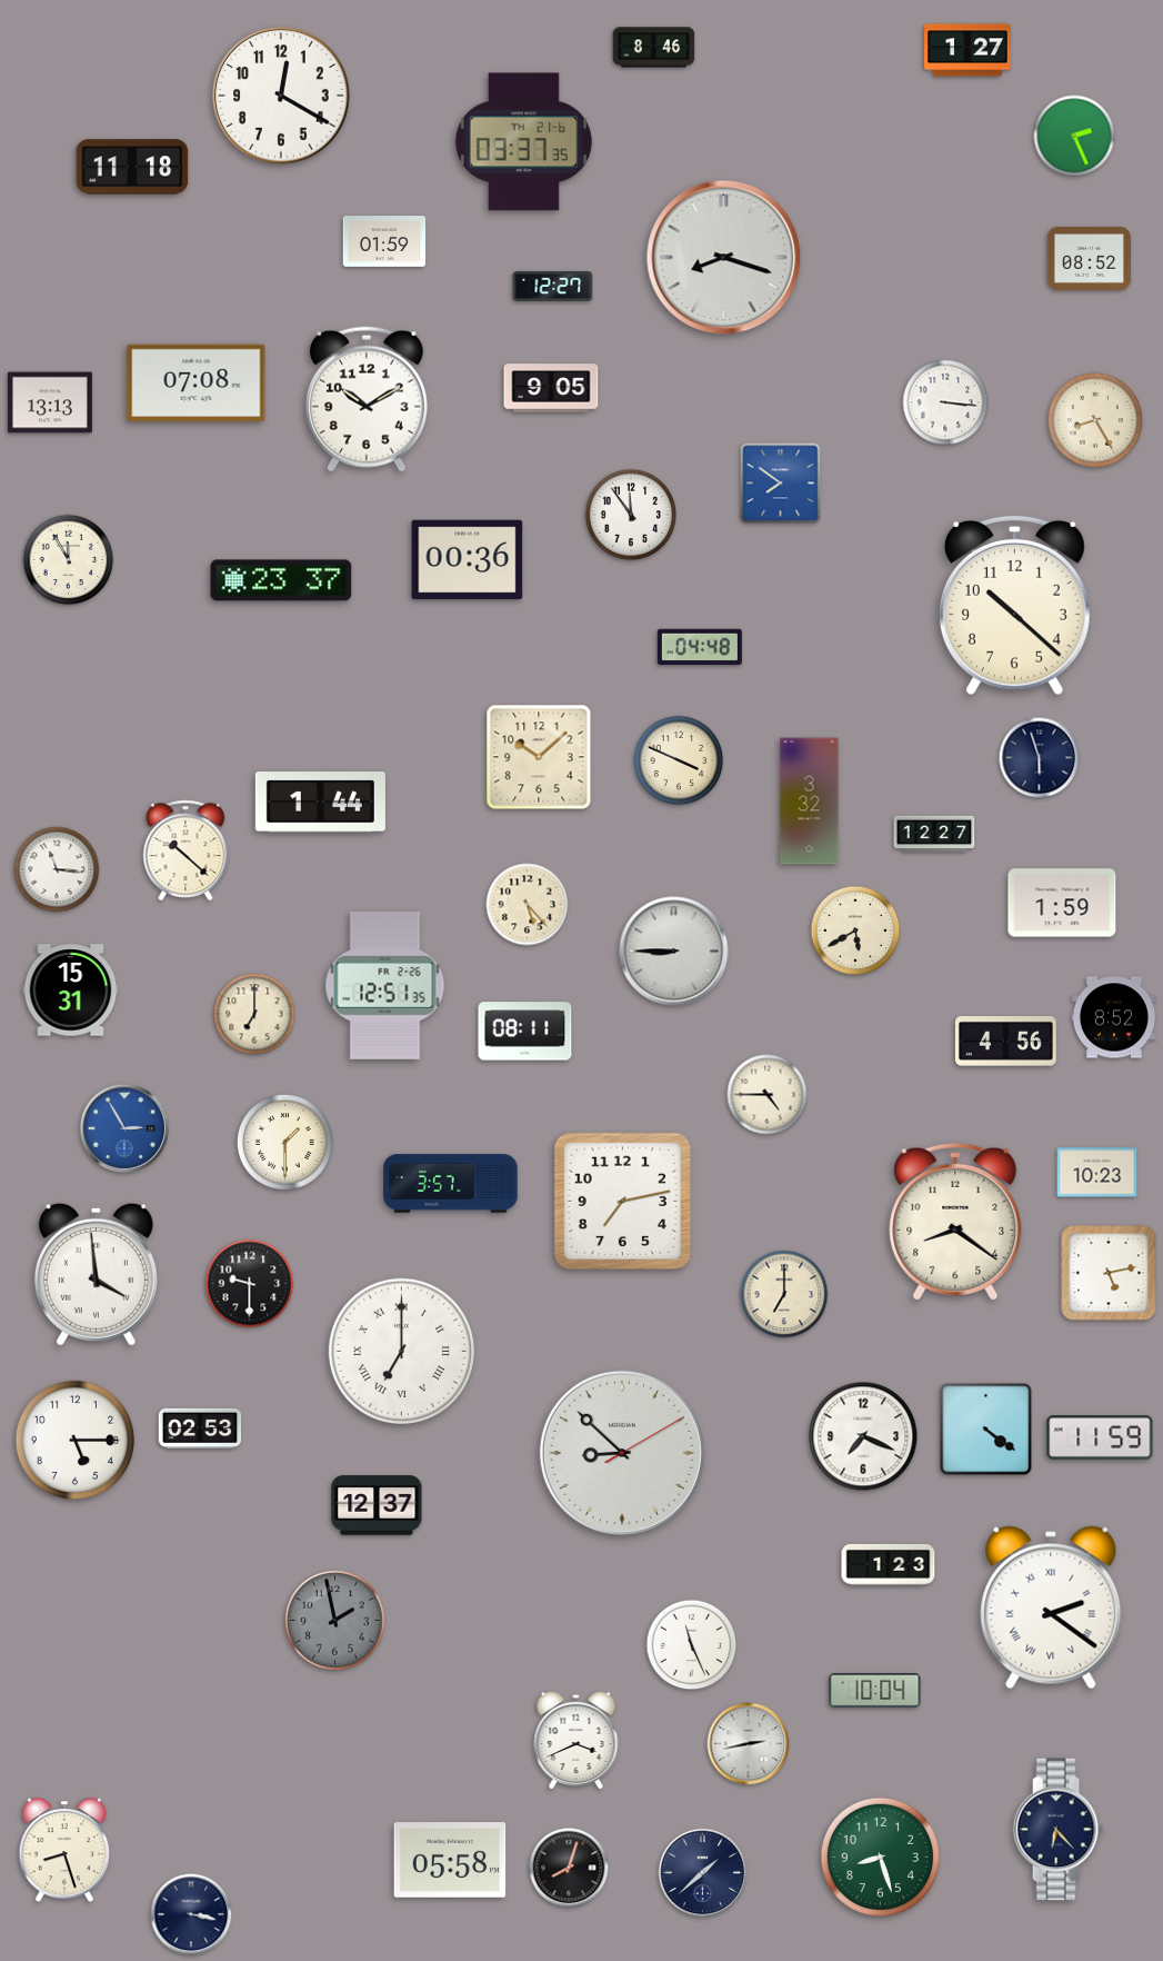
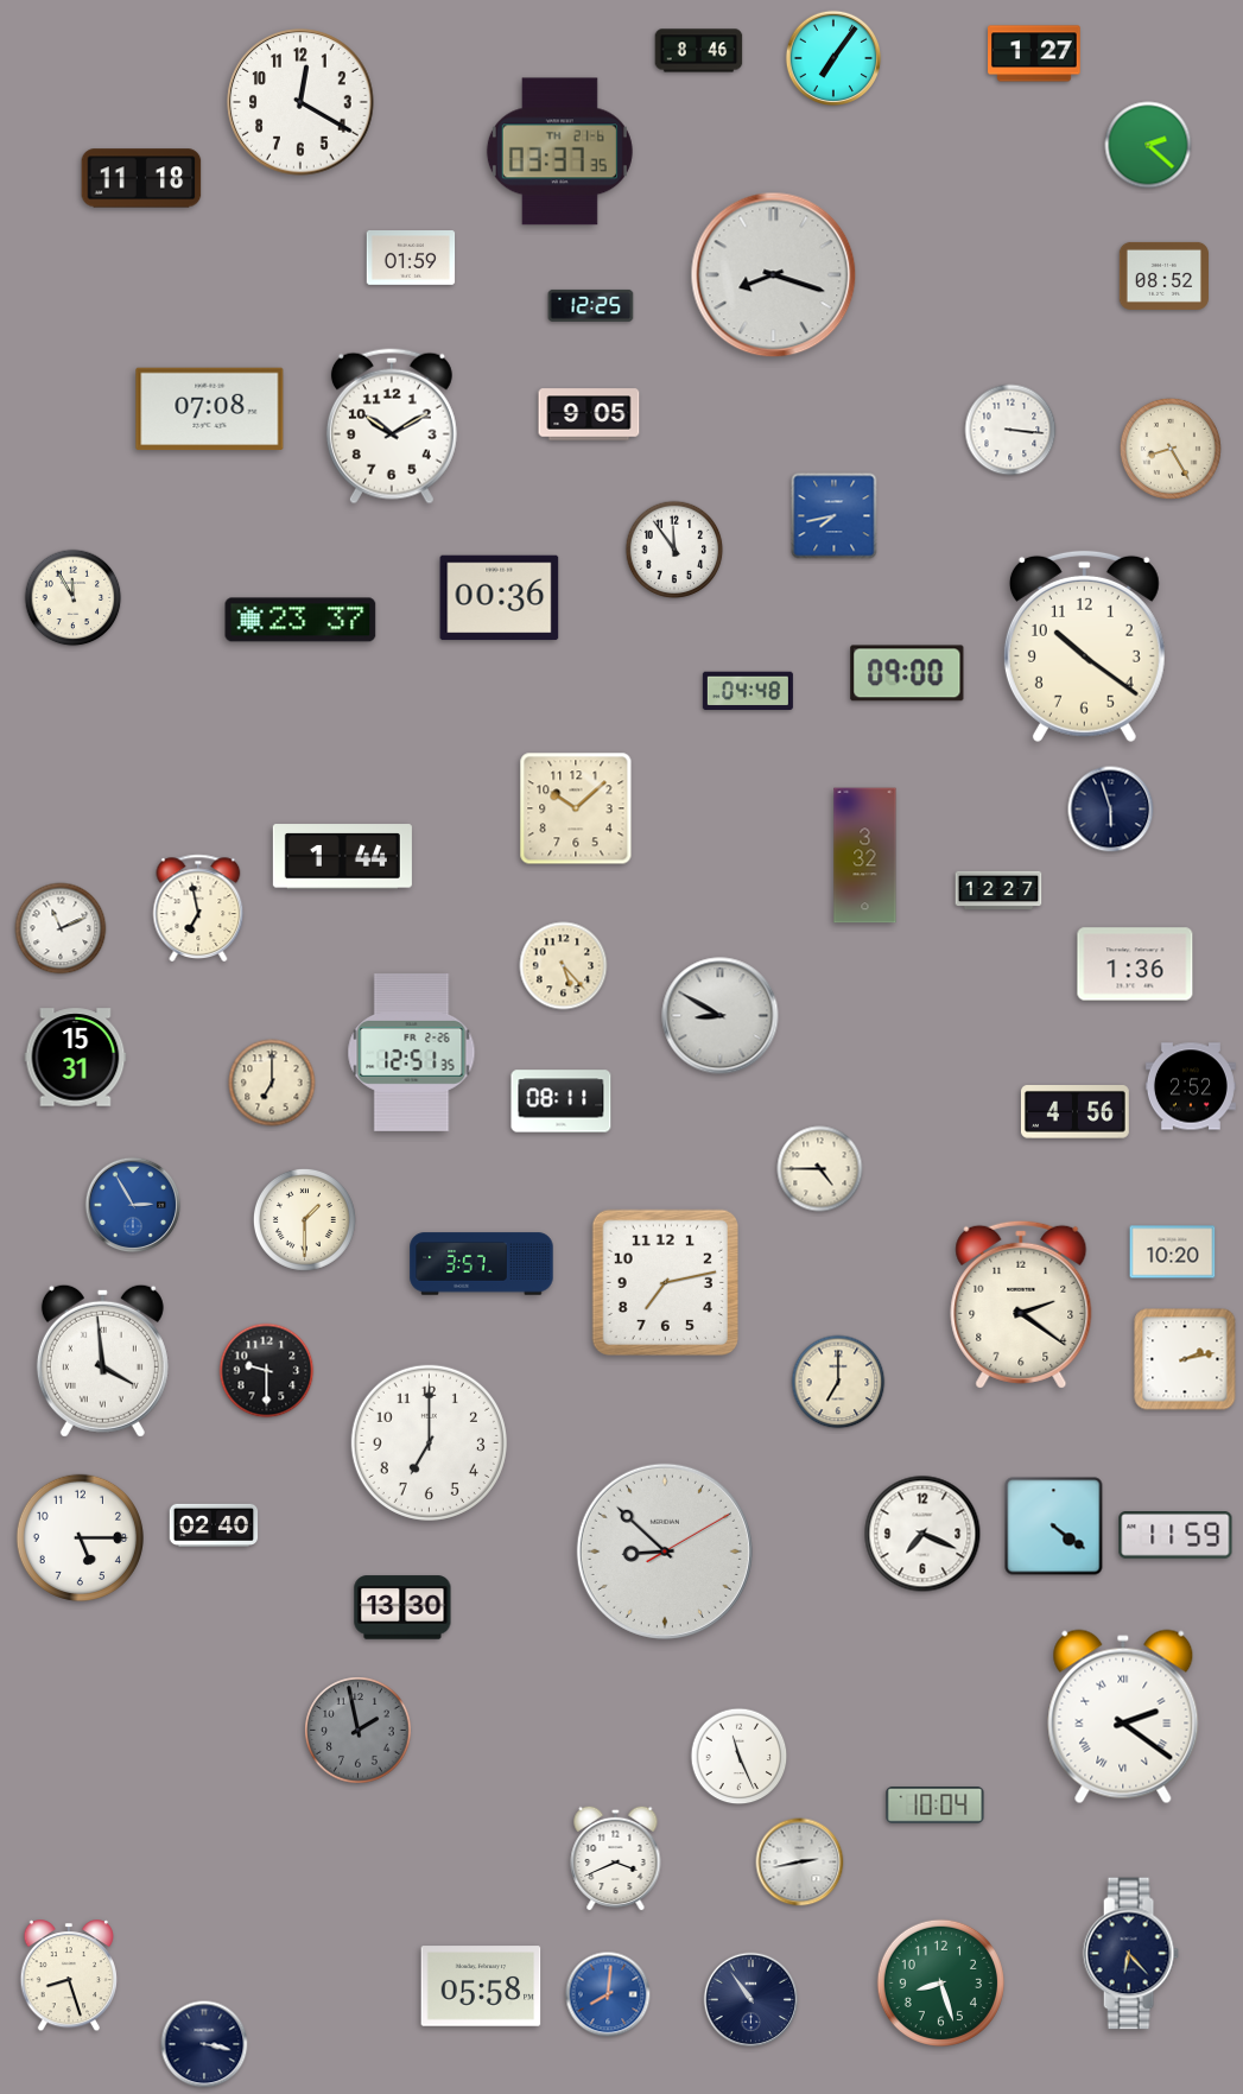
clock at (833, 58): none -> 7:06
clock at (1074, 136): 2:26 -> 2:22
clock at (553, 286): 12:27 -> 12:25
clock at (50, 402): 13:13 -> none
clock at (781, 484): 7:51 -> 7:43
clock at (1014, 605): 10:22 -> 10:21
clock at (907, 673): none -> 09:00
clock at (679, 760): 3:49 -> none
clock at (186, 850): 10:22 -> 6:58
clock at (57, 869): 11:16 -> 11:11
clock at (1062, 903): 1:59 -> 1:36
clock at (855, 930): 5:40 -> none
clock at (674, 952): 8:45 -> 8:50
clock at (1114, 1017): 8:52 -> 2:52
clock at (1097, 1173): 10:23 -> 10:20
clock at (955, 1222): 8:21 -> 2:21
clock at (1109, 1273): 5:13 -> 2:13
clock at (401, 1351) numerals: Roman -> Arabic
clock at (200, 1429): 02:53 -> 02:40
clock at (377, 1505): 12:37 -> 13:30
clock at (889, 1564): 1:23 -> none
clock at (569, 1868): 8:03 -> 8:01
clock at (569, 1868) dial: black -> blue
clock at (703, 1873): 1:38 -> 10:54
